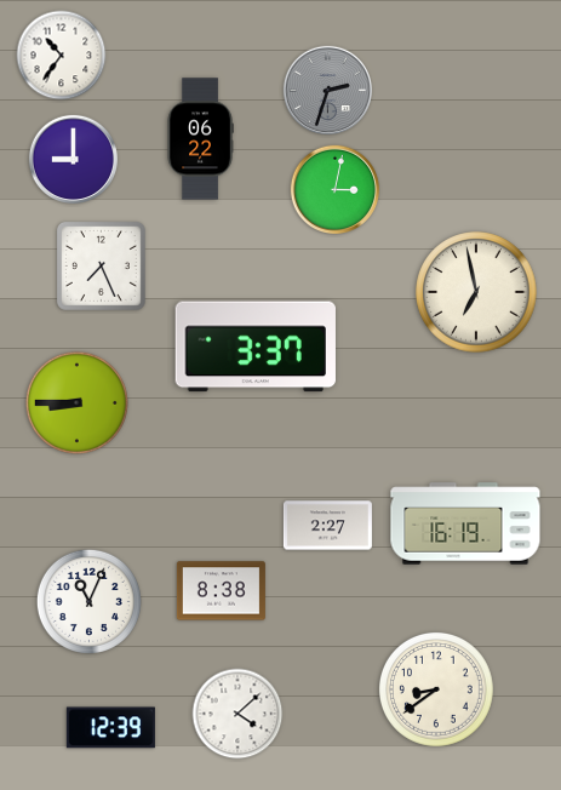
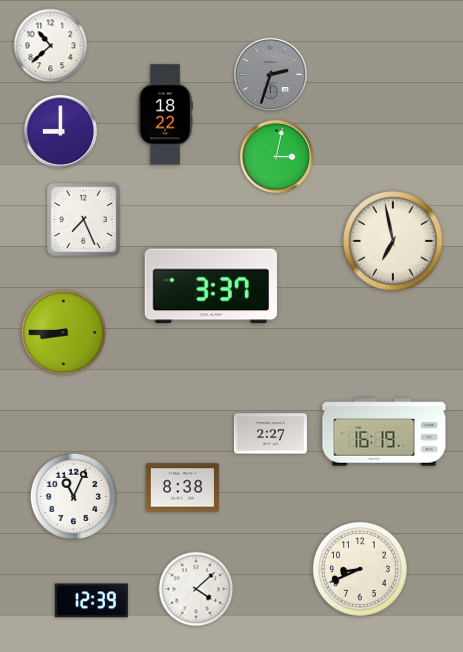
clock at (62, 56): 10:36 -> 10:38
clock at (200, 139): 06:22 -> 18:22
clock at (437, 691): 8:39 -> 8:41
